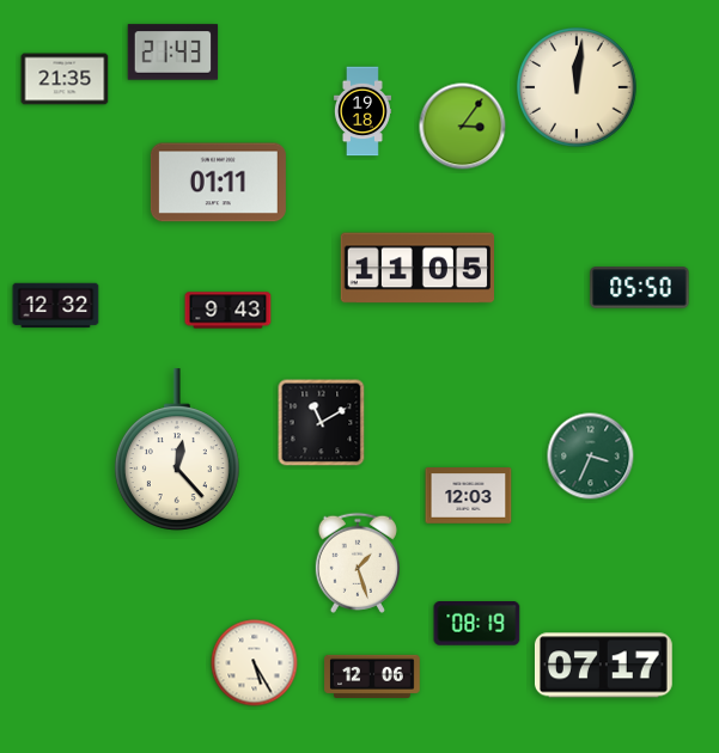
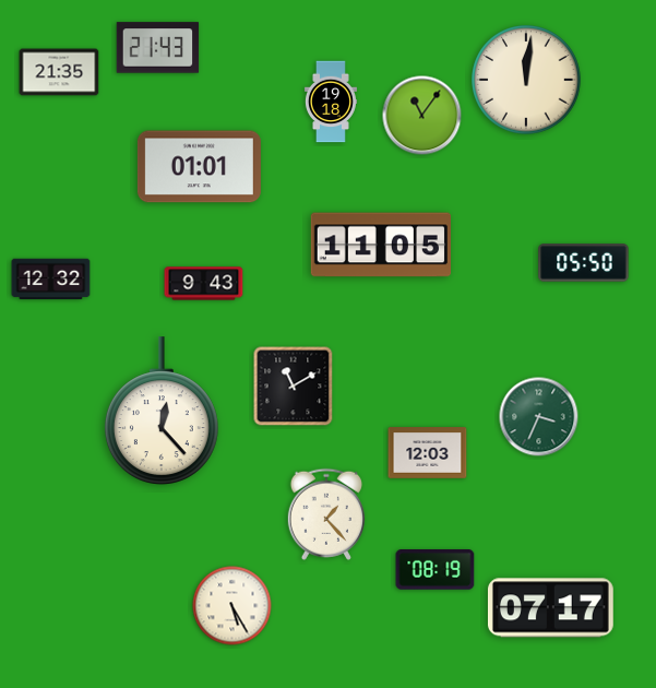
clock at (463, 127): 3:06 -> 11:06
clock at (218, 183): 01:11 -> 01:01
clock at (229, 311) position: (229, 311) -> (204, 284)
clock at (358, 563): 1:27 -> 1:23
clock at (372, 677): 12:06 -> none
